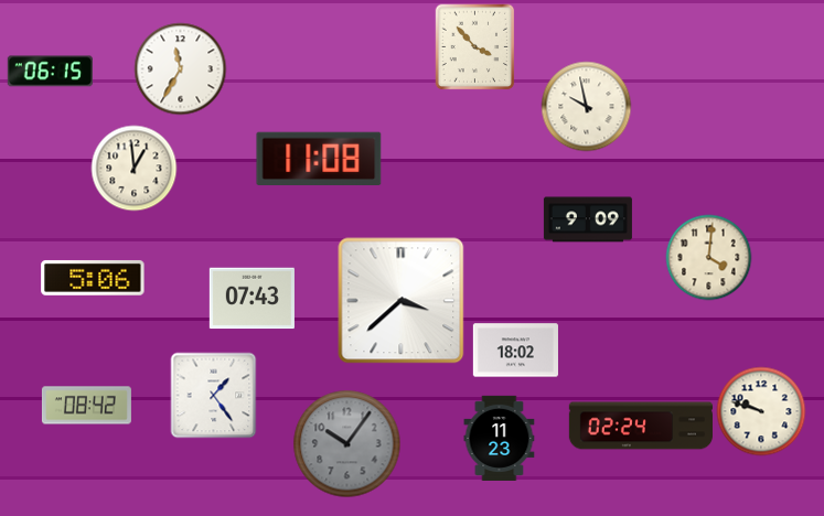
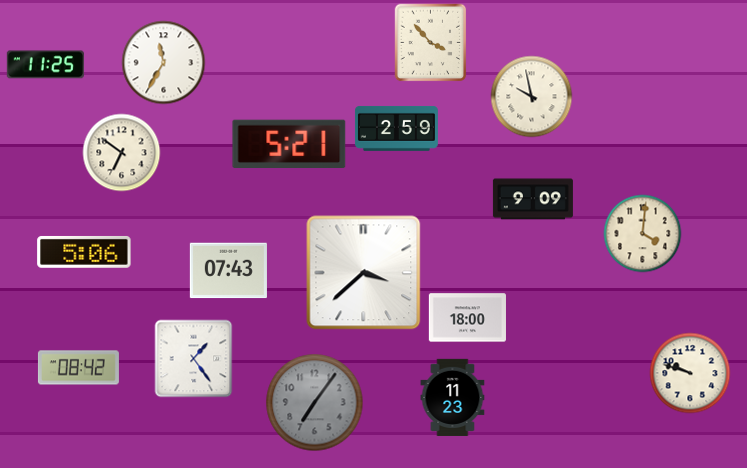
clock at (50, 72): 06:15 -> 11:25
clock at (396, 128): none -> 2:59
clock at (319, 159): 11:08 -> 5:21
clock at (133, 168): 12:59 -> 6:51
clock at (515, 351): 18:02 -> 18:00
clock at (640, 426): 02:24 -> none
clock at (346, 443): 10:06 -> 7:06
